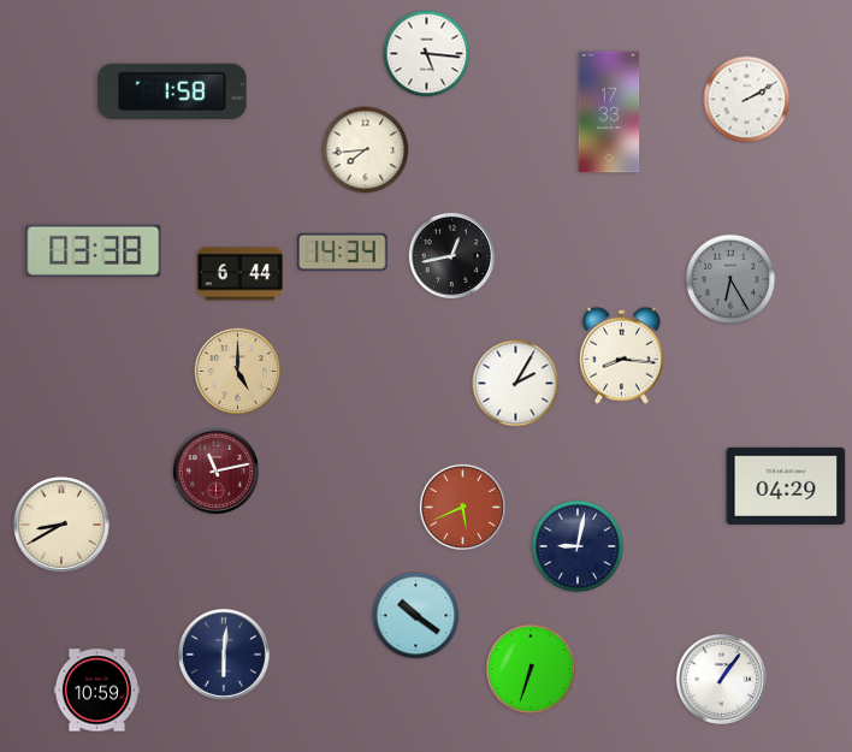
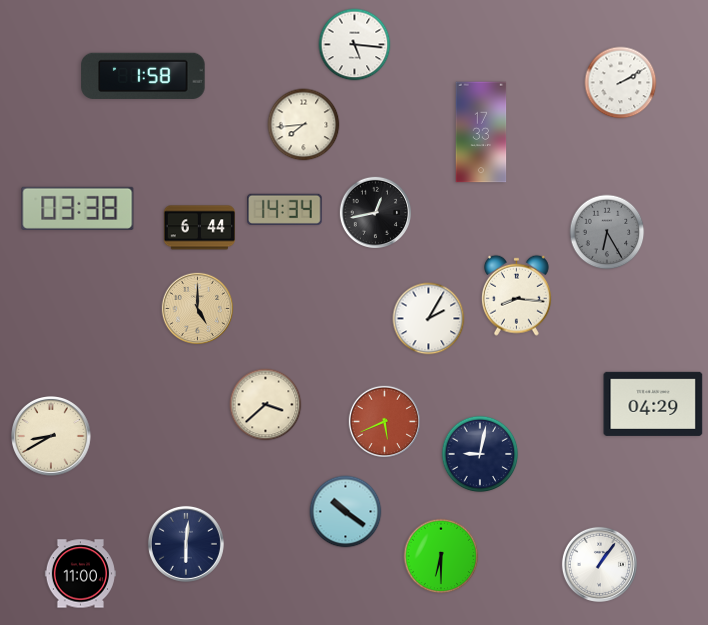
clock at (609, 112) position: (609, 112) -> (481, 132)
clock at (215, 470): 11:13 -> none
clock at (266, 405): none -> 3:38
clock at (531, 669): 6:33 -> 6:30
clock at (96, 691): 10:59 -> 11:00
